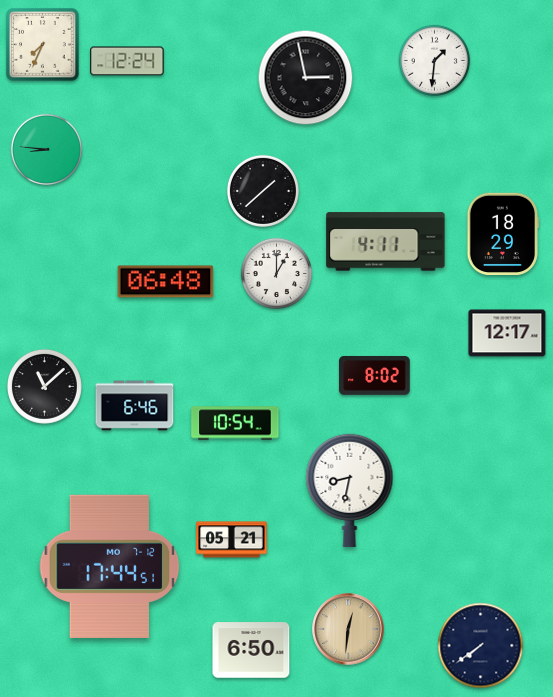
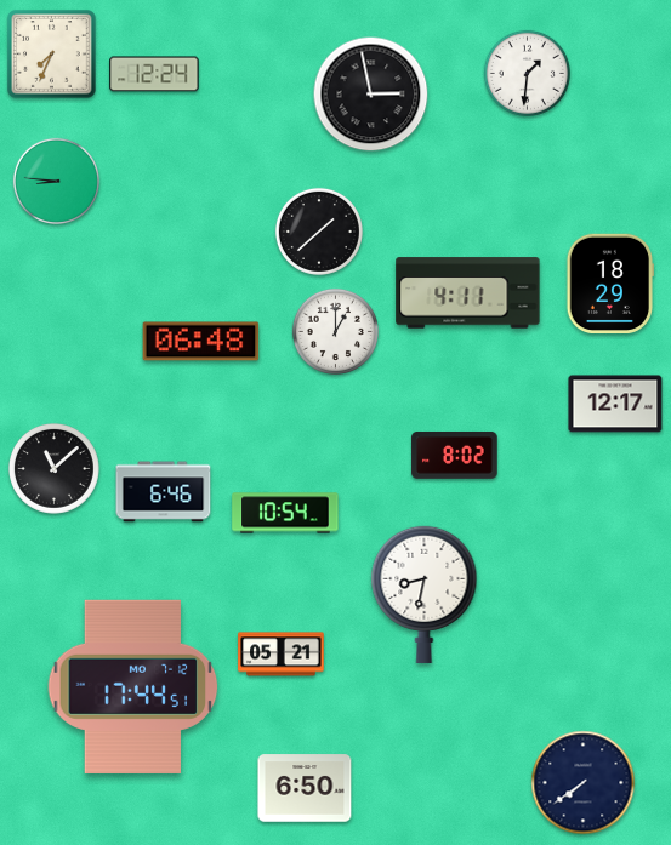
clock at (348, 629): 12:31 -> none
